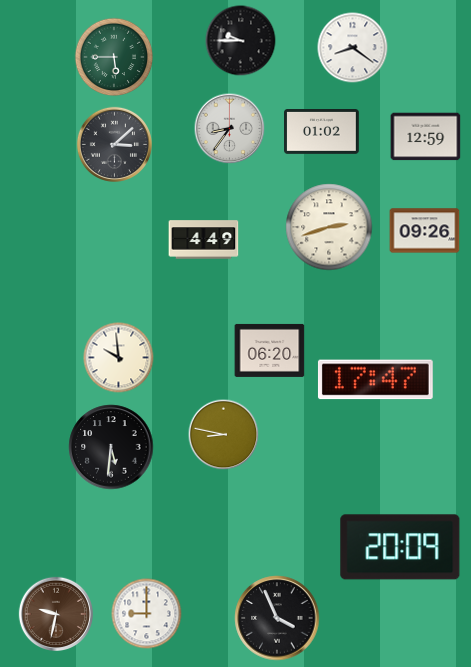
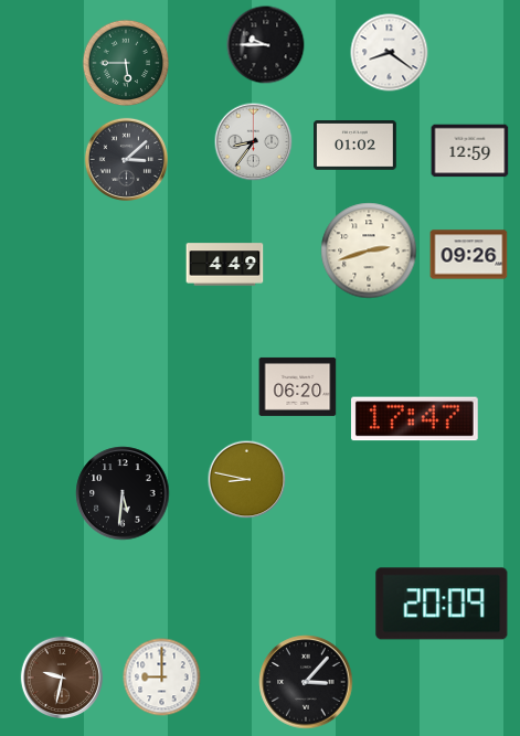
clock at (329, 227) position: (329, 227) -> (369, 250)
clock at (119, 358): 9:59 -> none
clock at (277, 618): 3:56 -> 3:07
